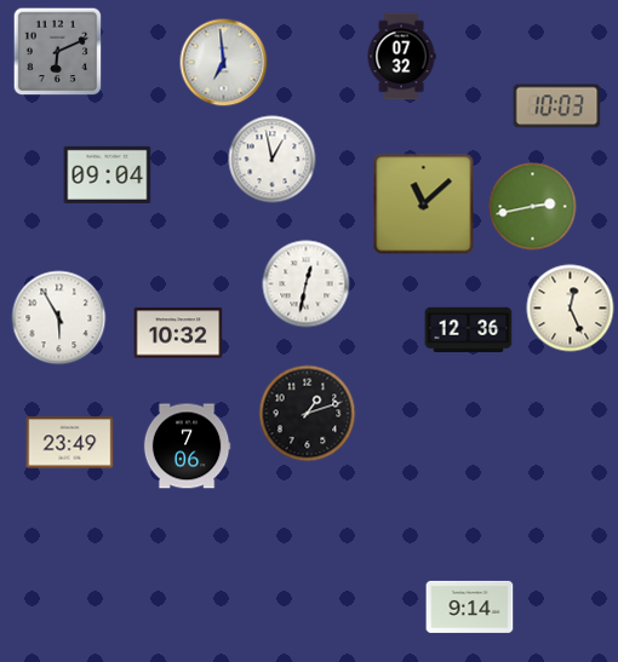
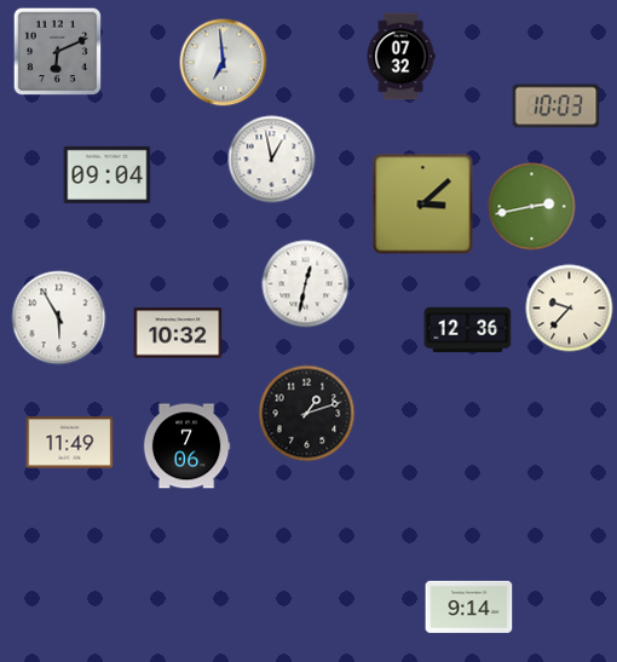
clock at (424, 205): 11:08 -> 3:08
clock at (571, 309): 12:26 -> 9:37
clock at (70, 443): 23:49 -> 11:49
